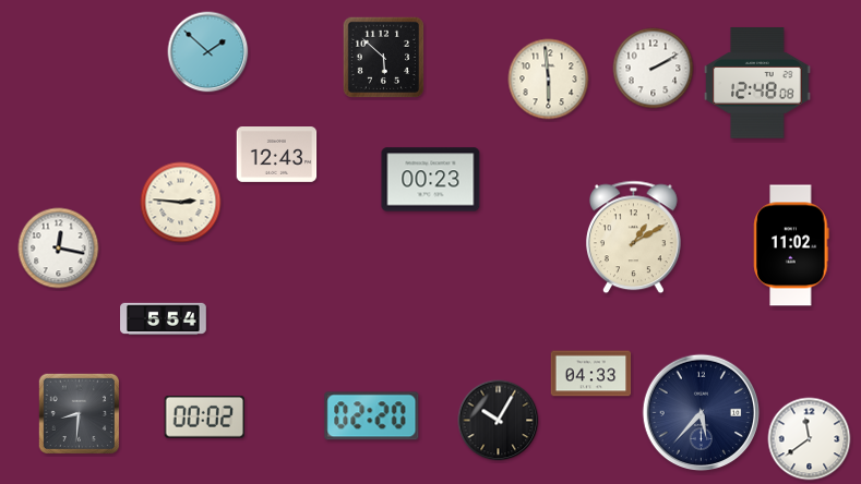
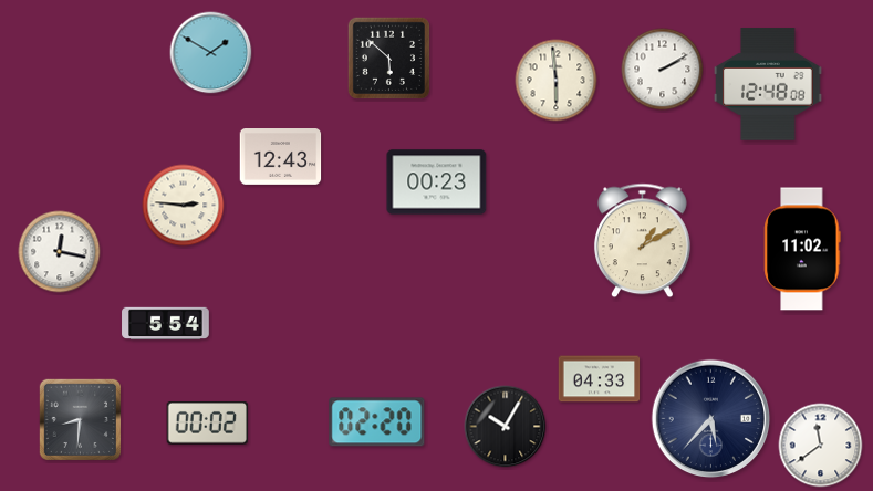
clock at (208, 52): 1:52 -> 1:50
